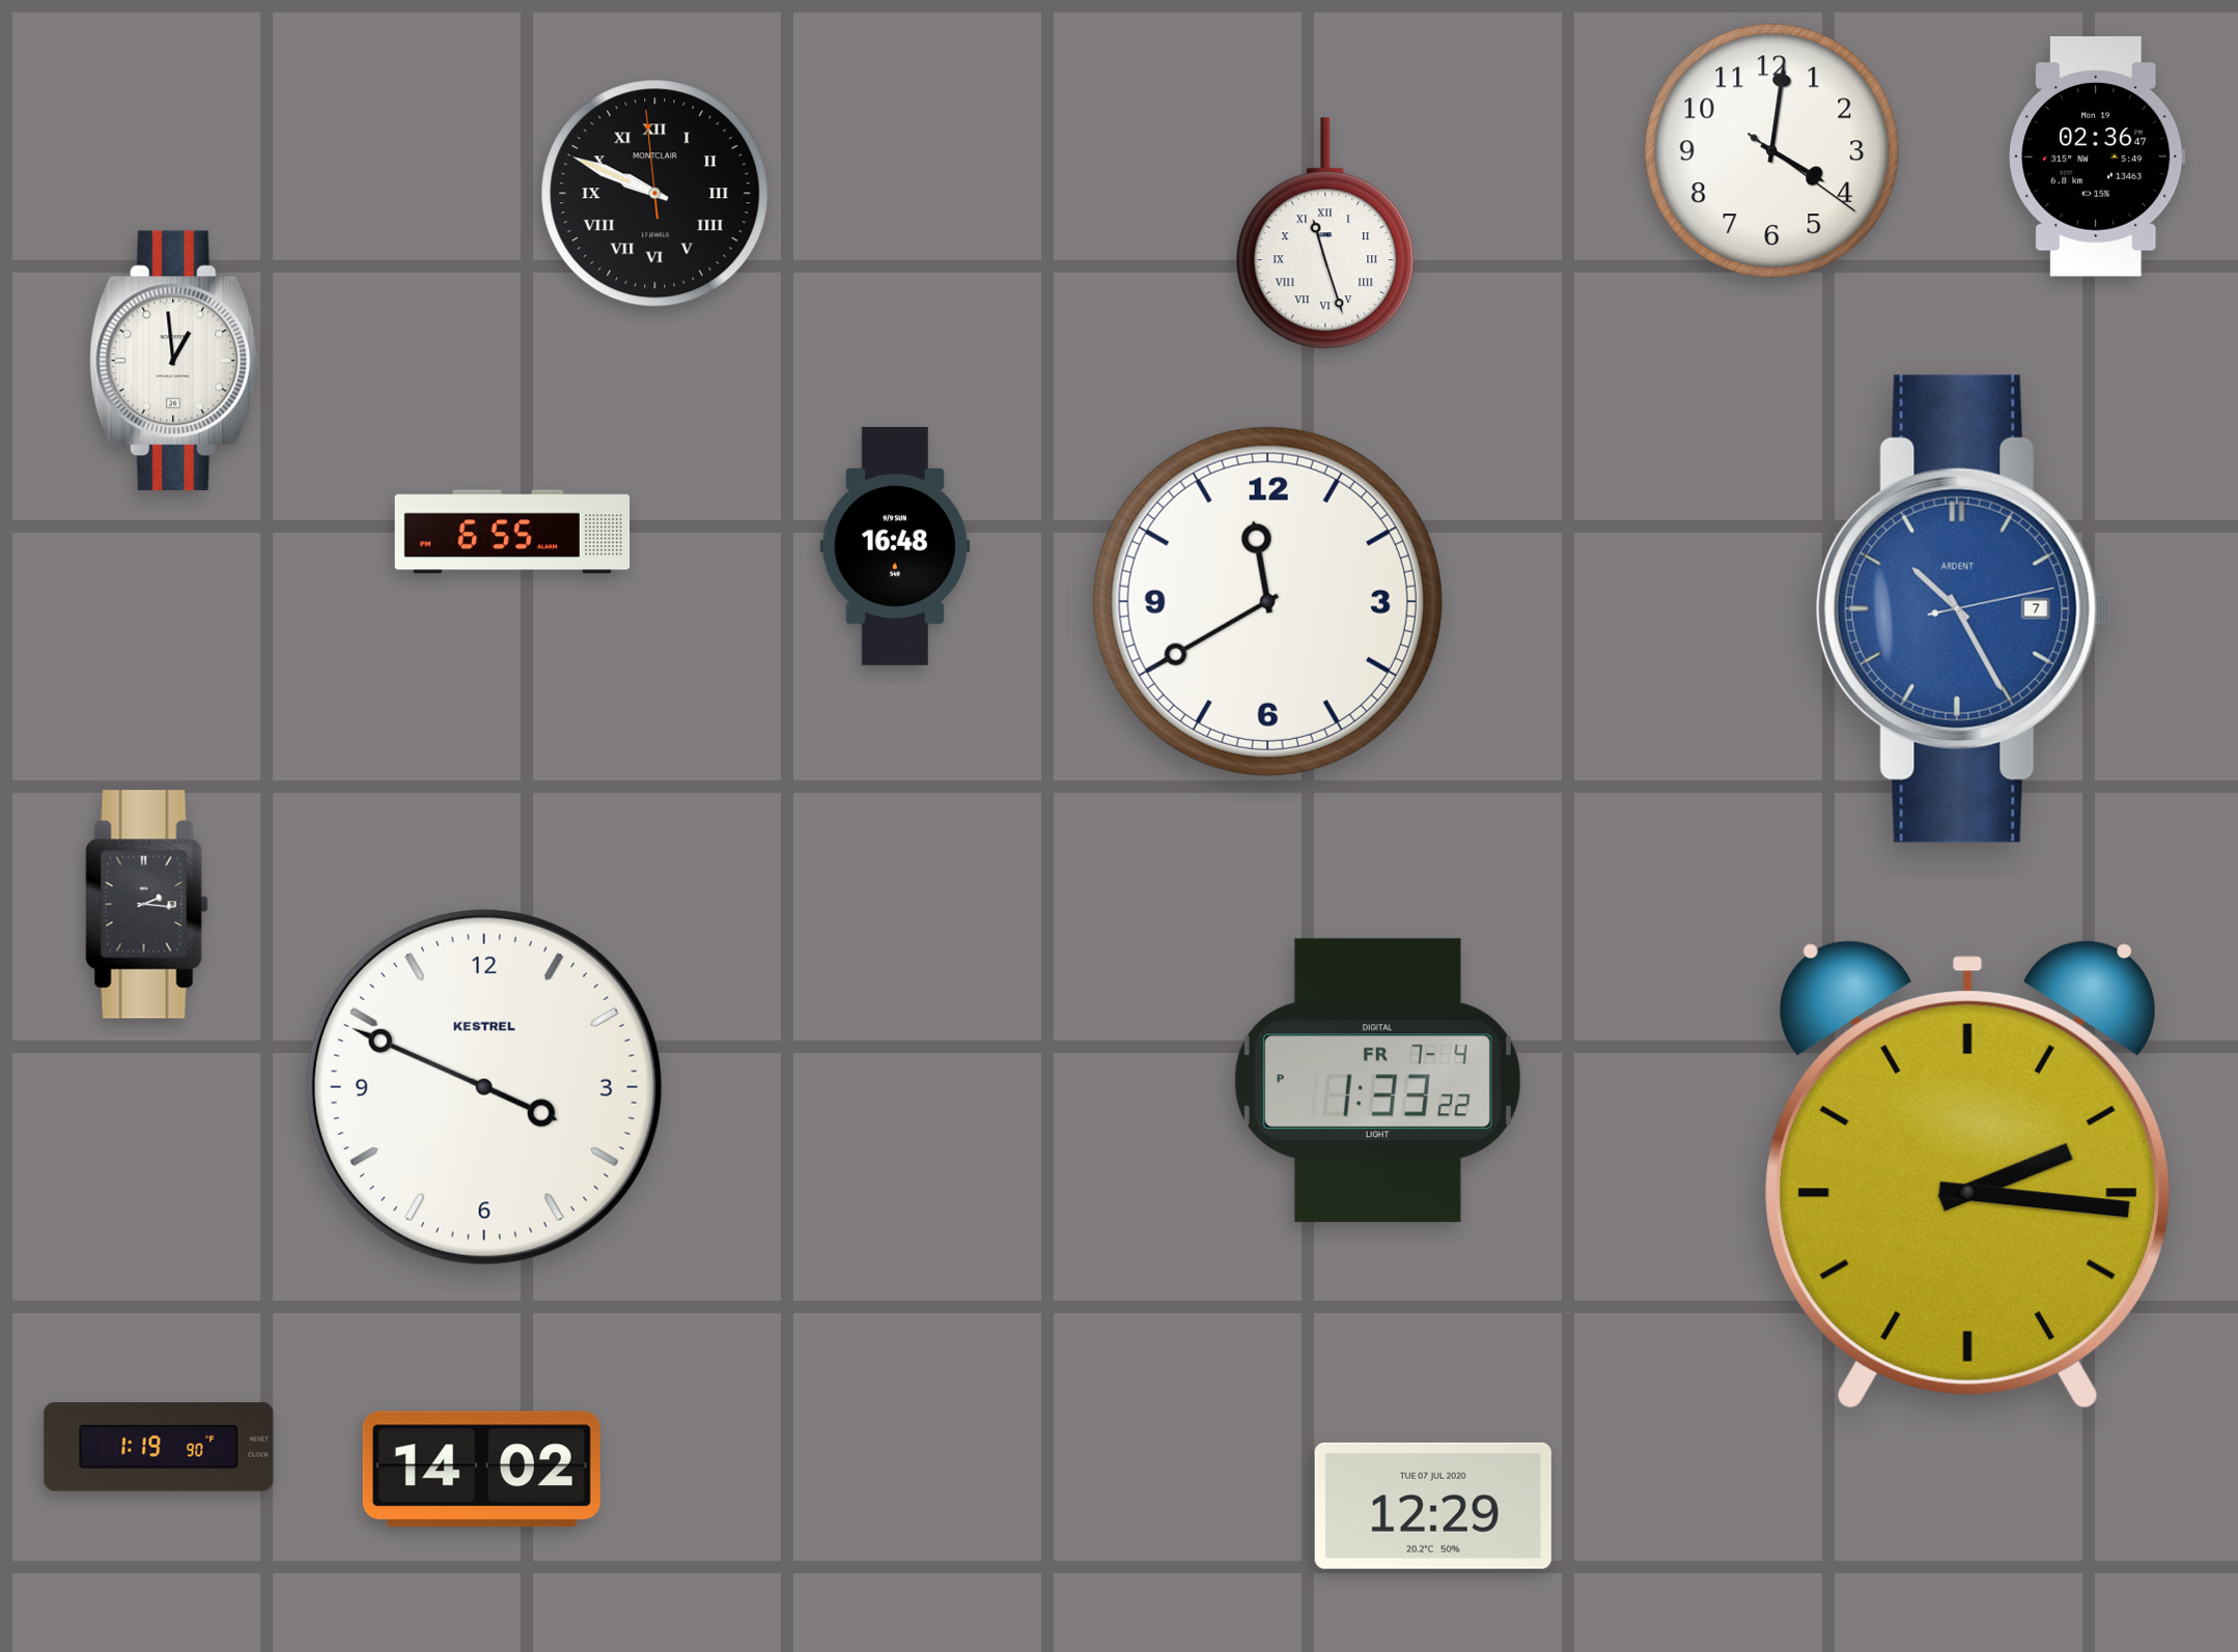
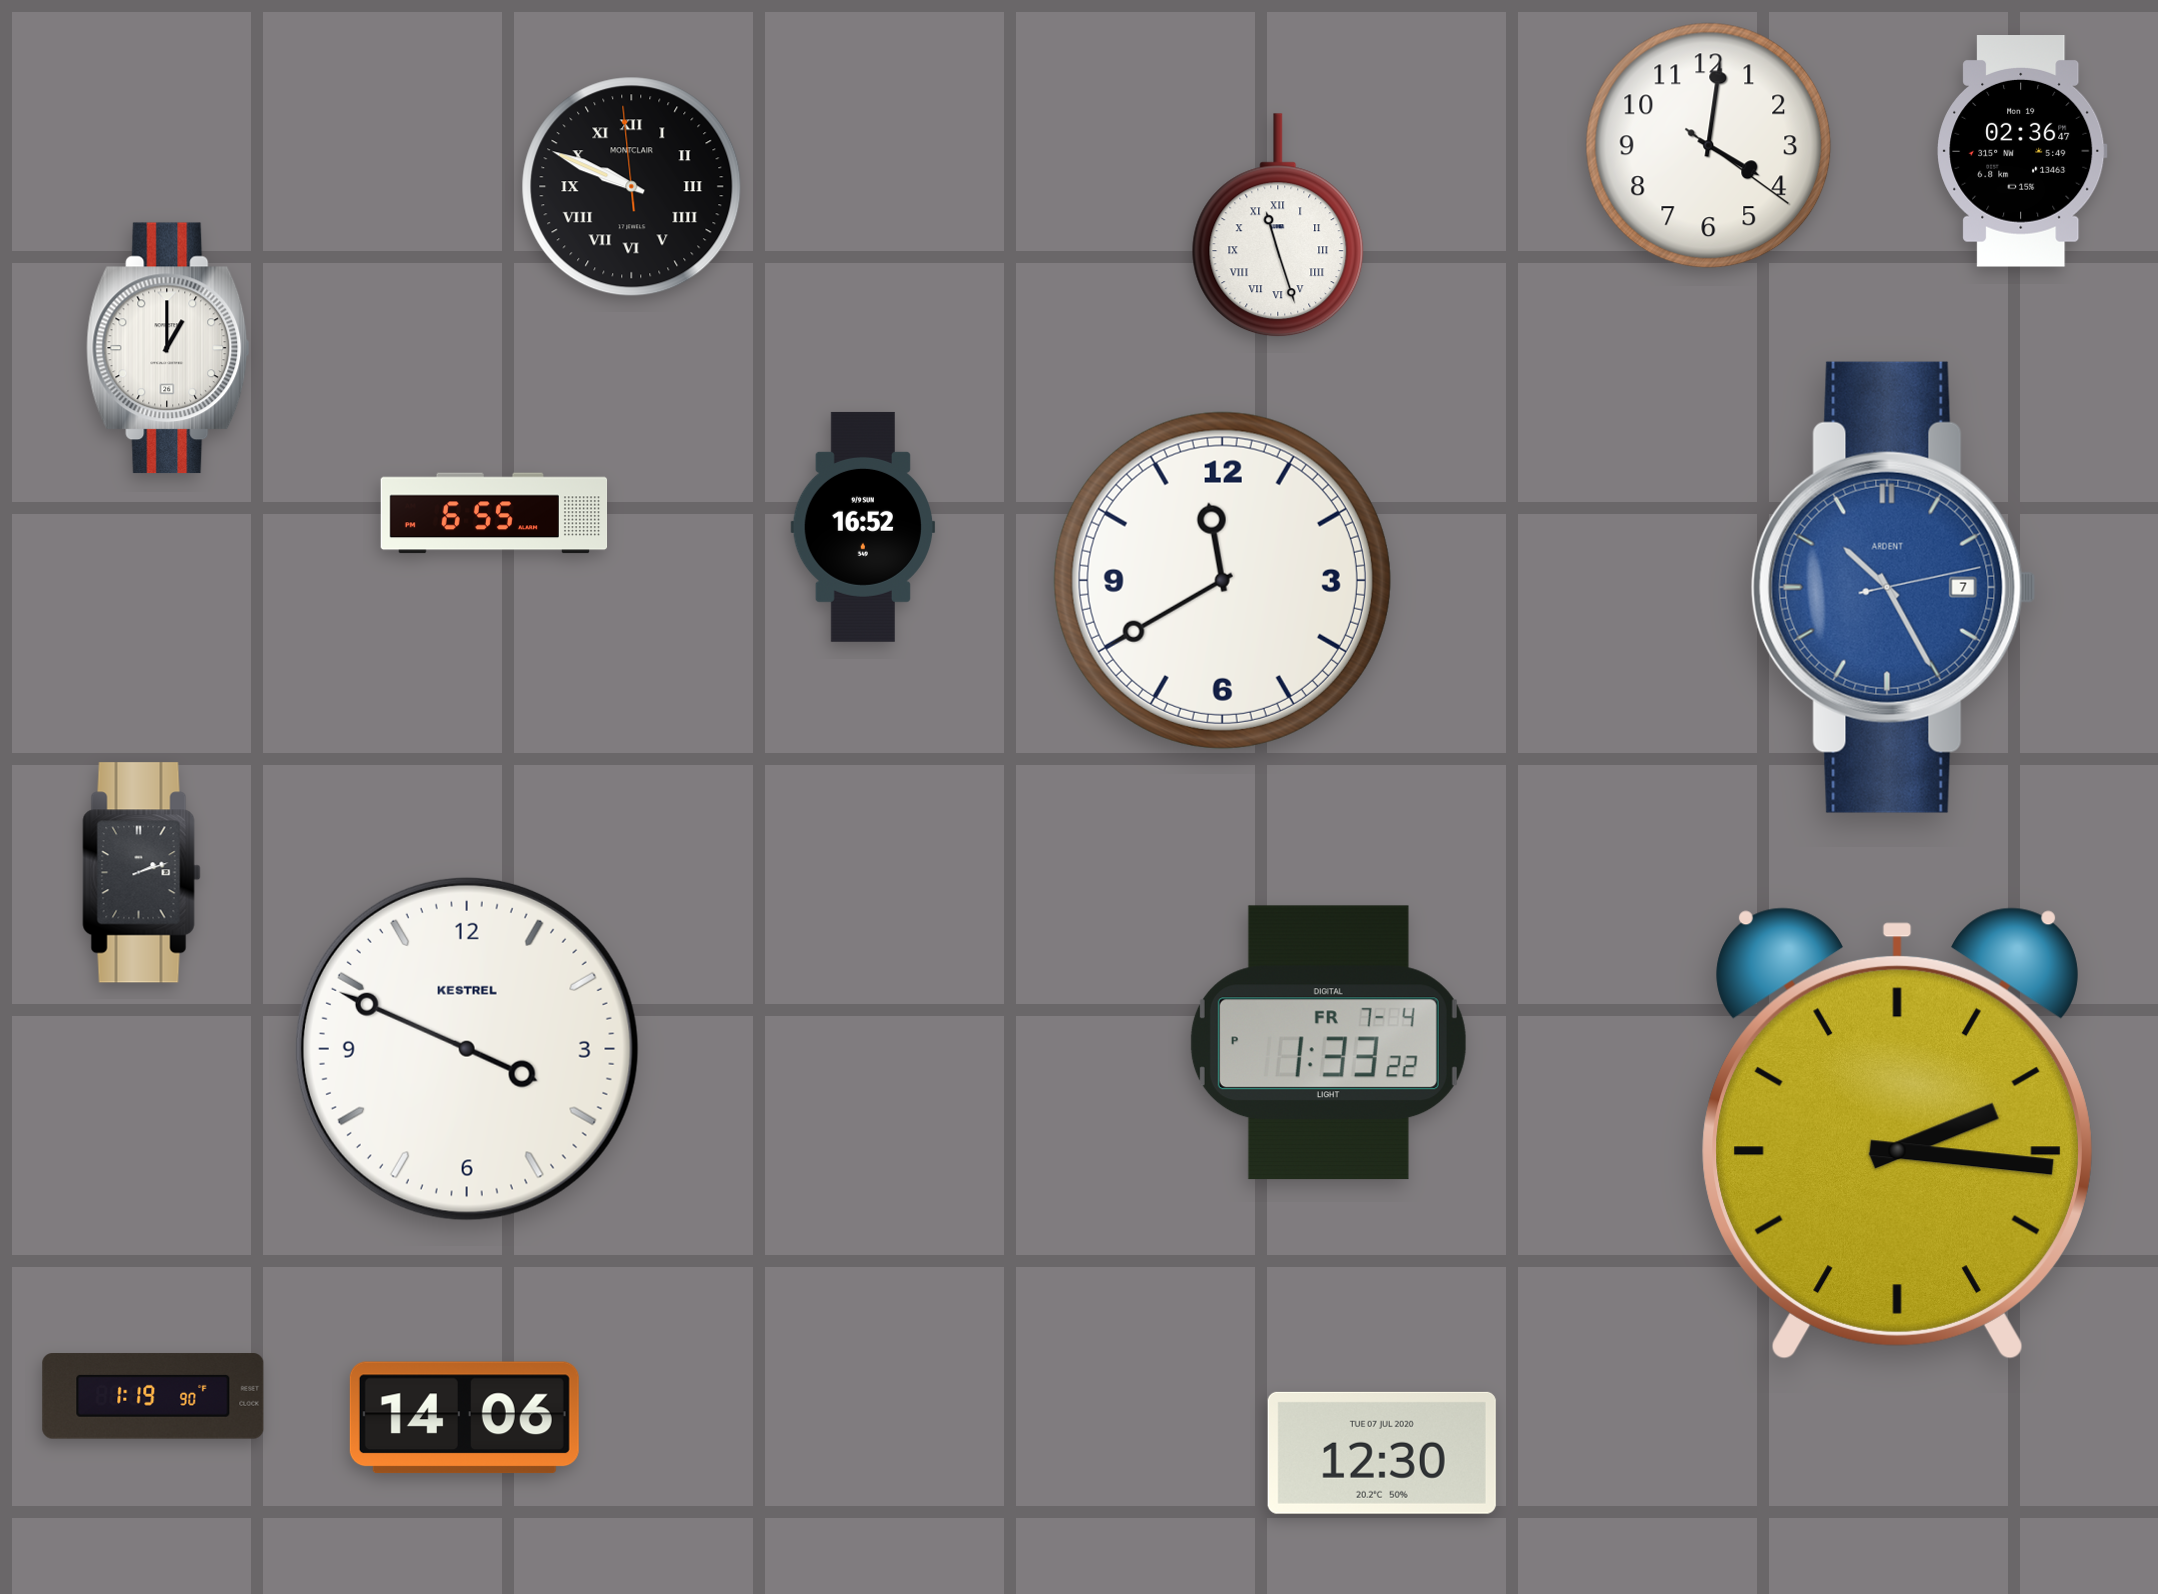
clock at (174, 361): 12:59 -> 1:00
clock at (895, 546): 16:48 -> 16:52
clock at (147, 905): 2:16 -> 2:12
clock at (481, 1469): 14:02 -> 14:06
clock at (1433, 1506): 12:29 -> 12:30
